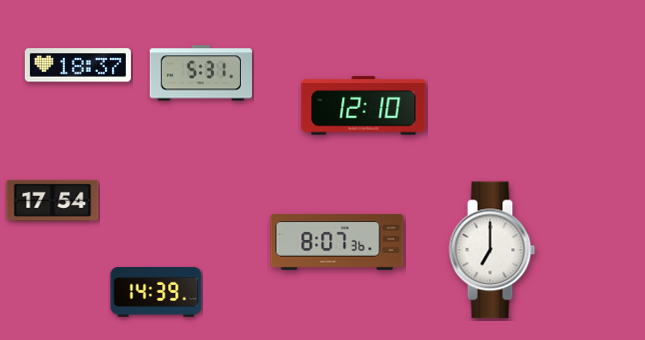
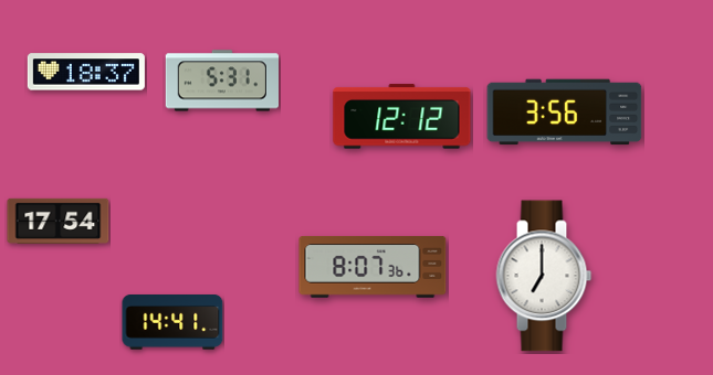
clock at (565, 113): none -> 3:56
clock at (364, 106): 12:10 -> 12:12
clock at (156, 292): 14:39 -> 14:41
